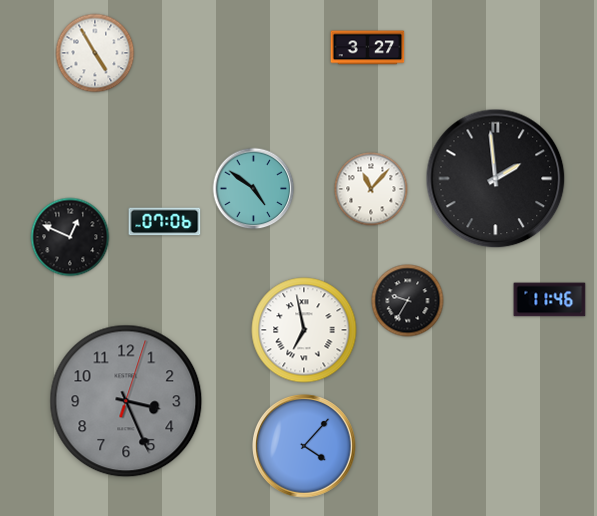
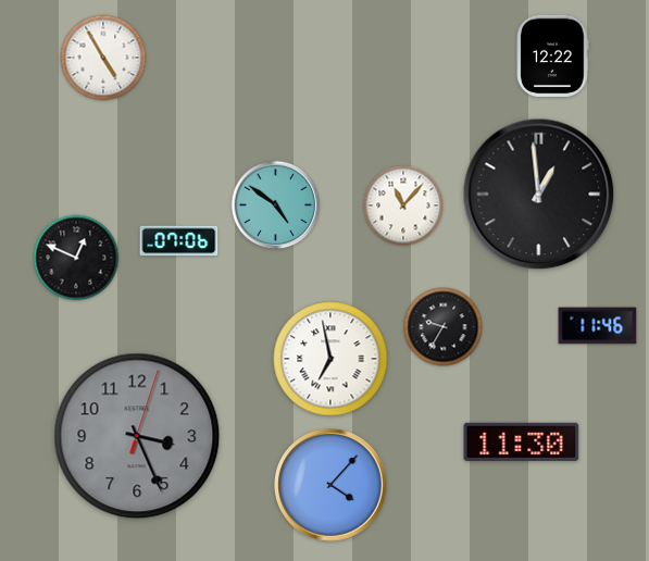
clock at (368, 48): 3:27 -> none
clock at (553, 57): none -> 12:22
clock at (496, 179): 1:59 -> 12:59
clock at (522, 441): none -> 11:30
